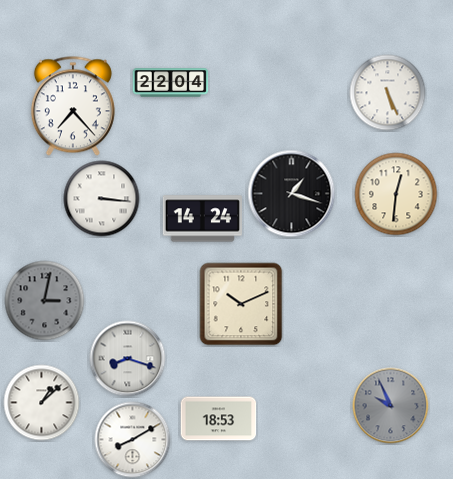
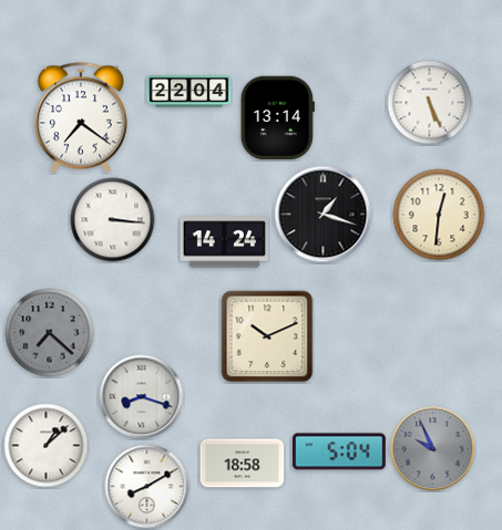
clock at (73, 106): 7:23 -> 7:21
clock at (277, 118): none -> 13:14
clock at (45, 301): 3:02 -> 7:22
clock at (339, 451): none -> 5:04
clock at (219, 419): 18:53 -> 18:58
